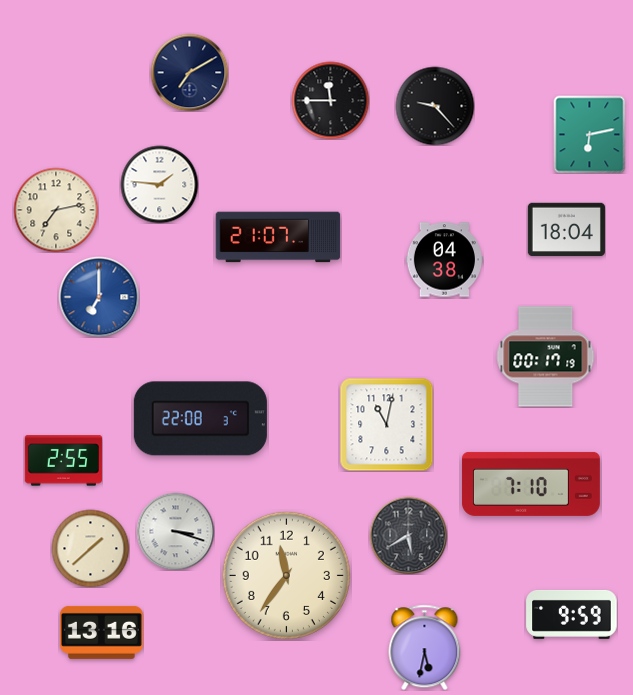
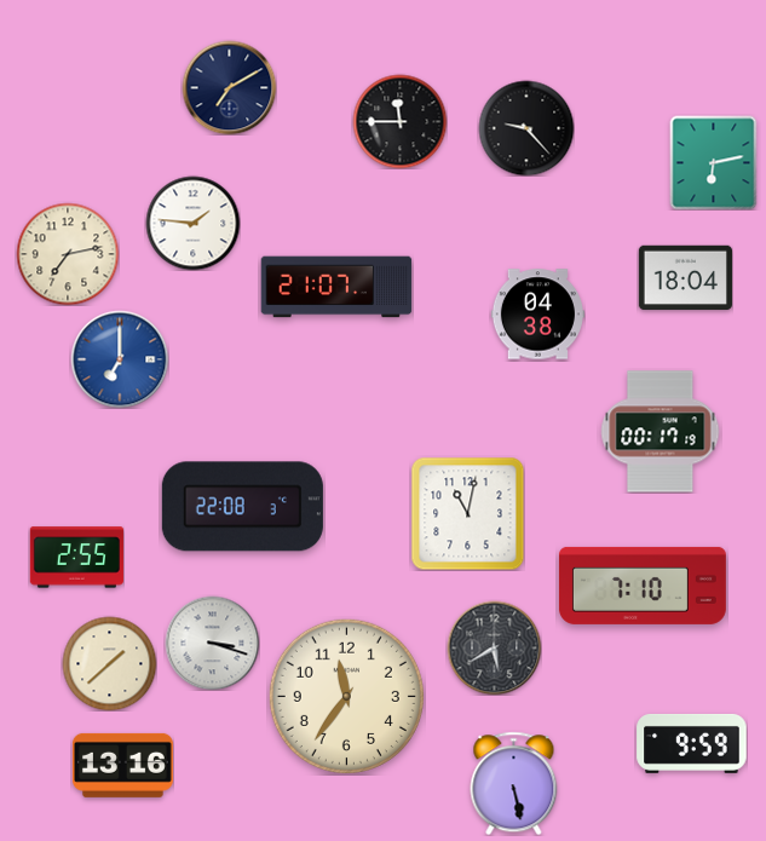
clock at (425, 647): 5:32 -> 5:28
